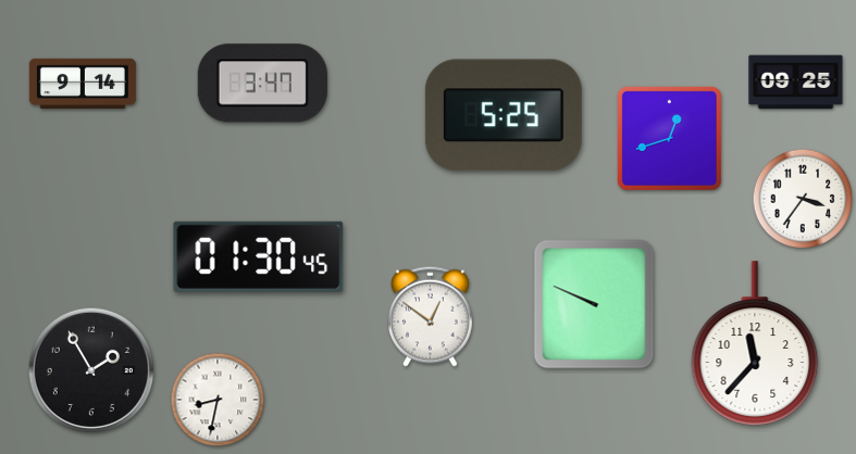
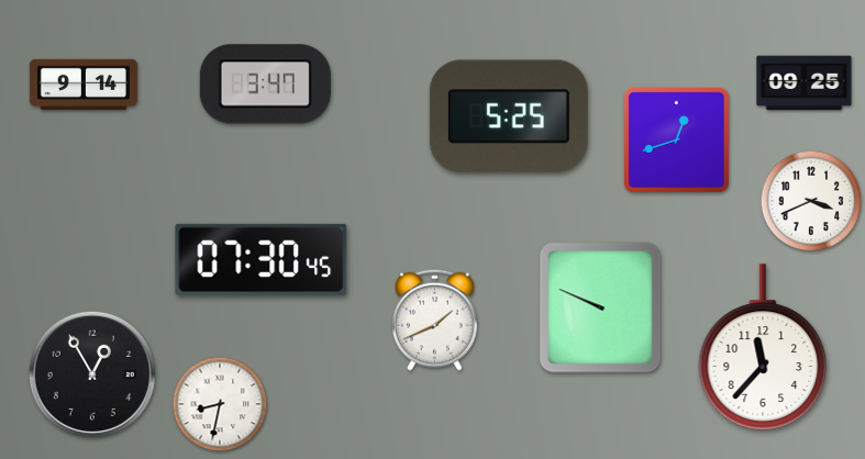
clock at (803, 199): 3:36 -> 3:41
clock at (259, 256): 01:30 -> 07:30
clock at (431, 316): 12:51 -> 1:41
clock at (90, 369): 1:55 -> 12:55
